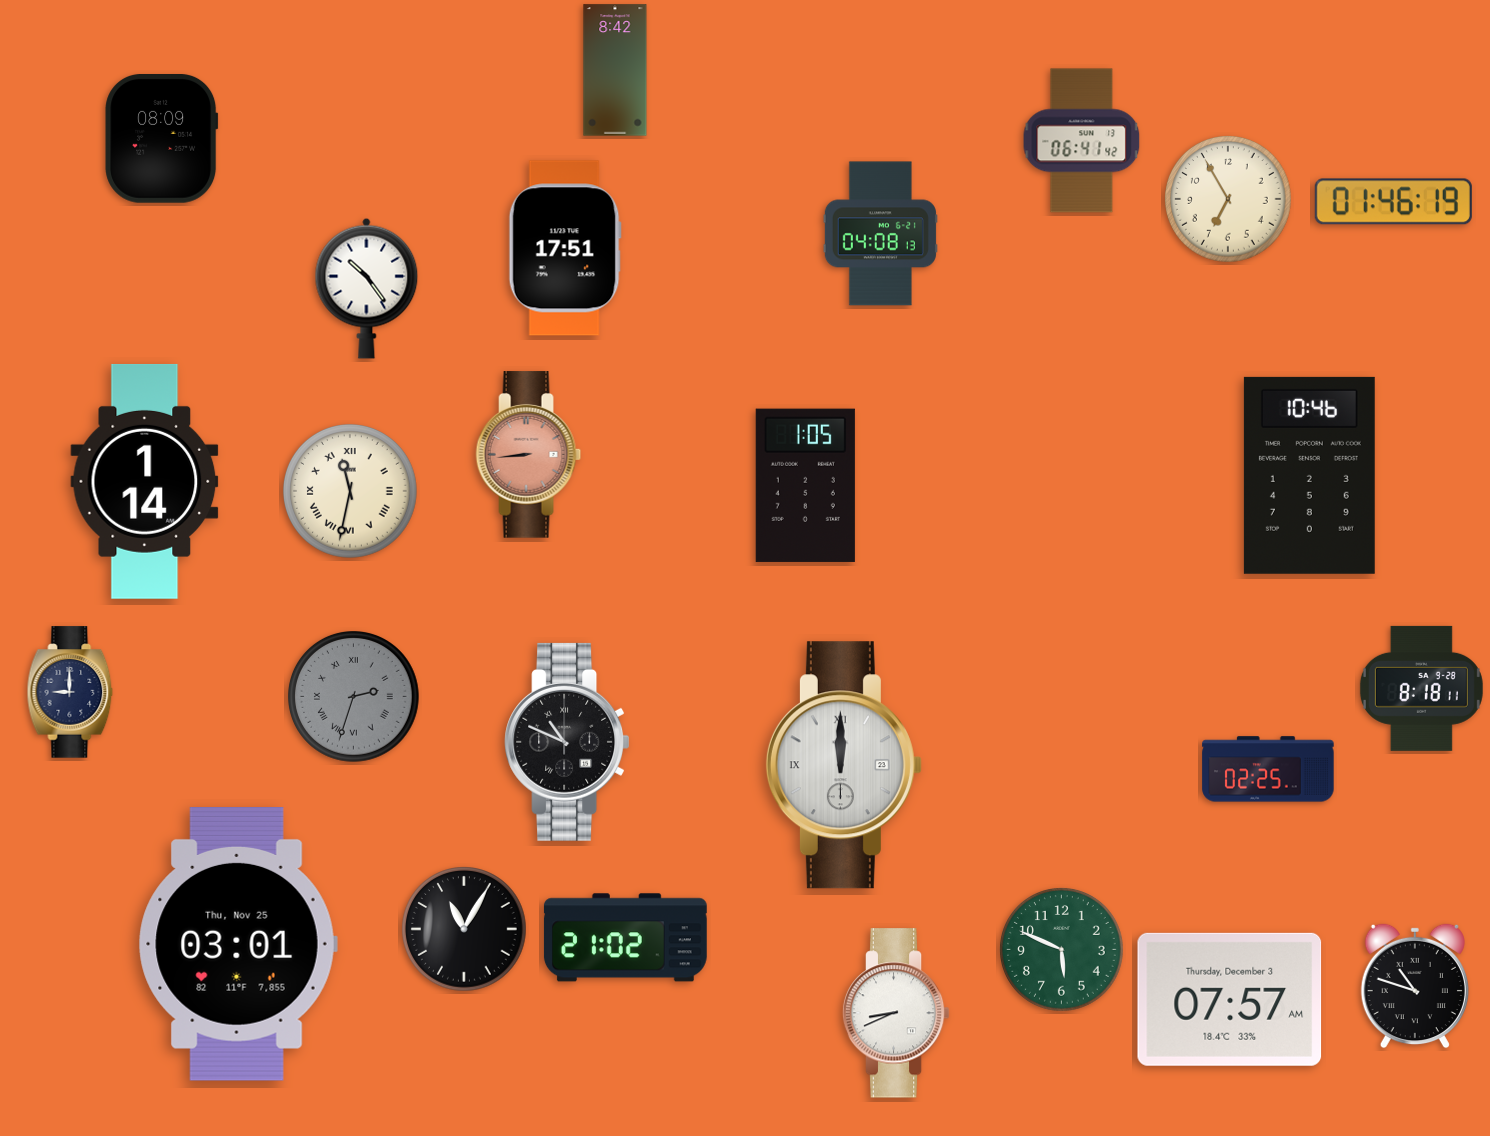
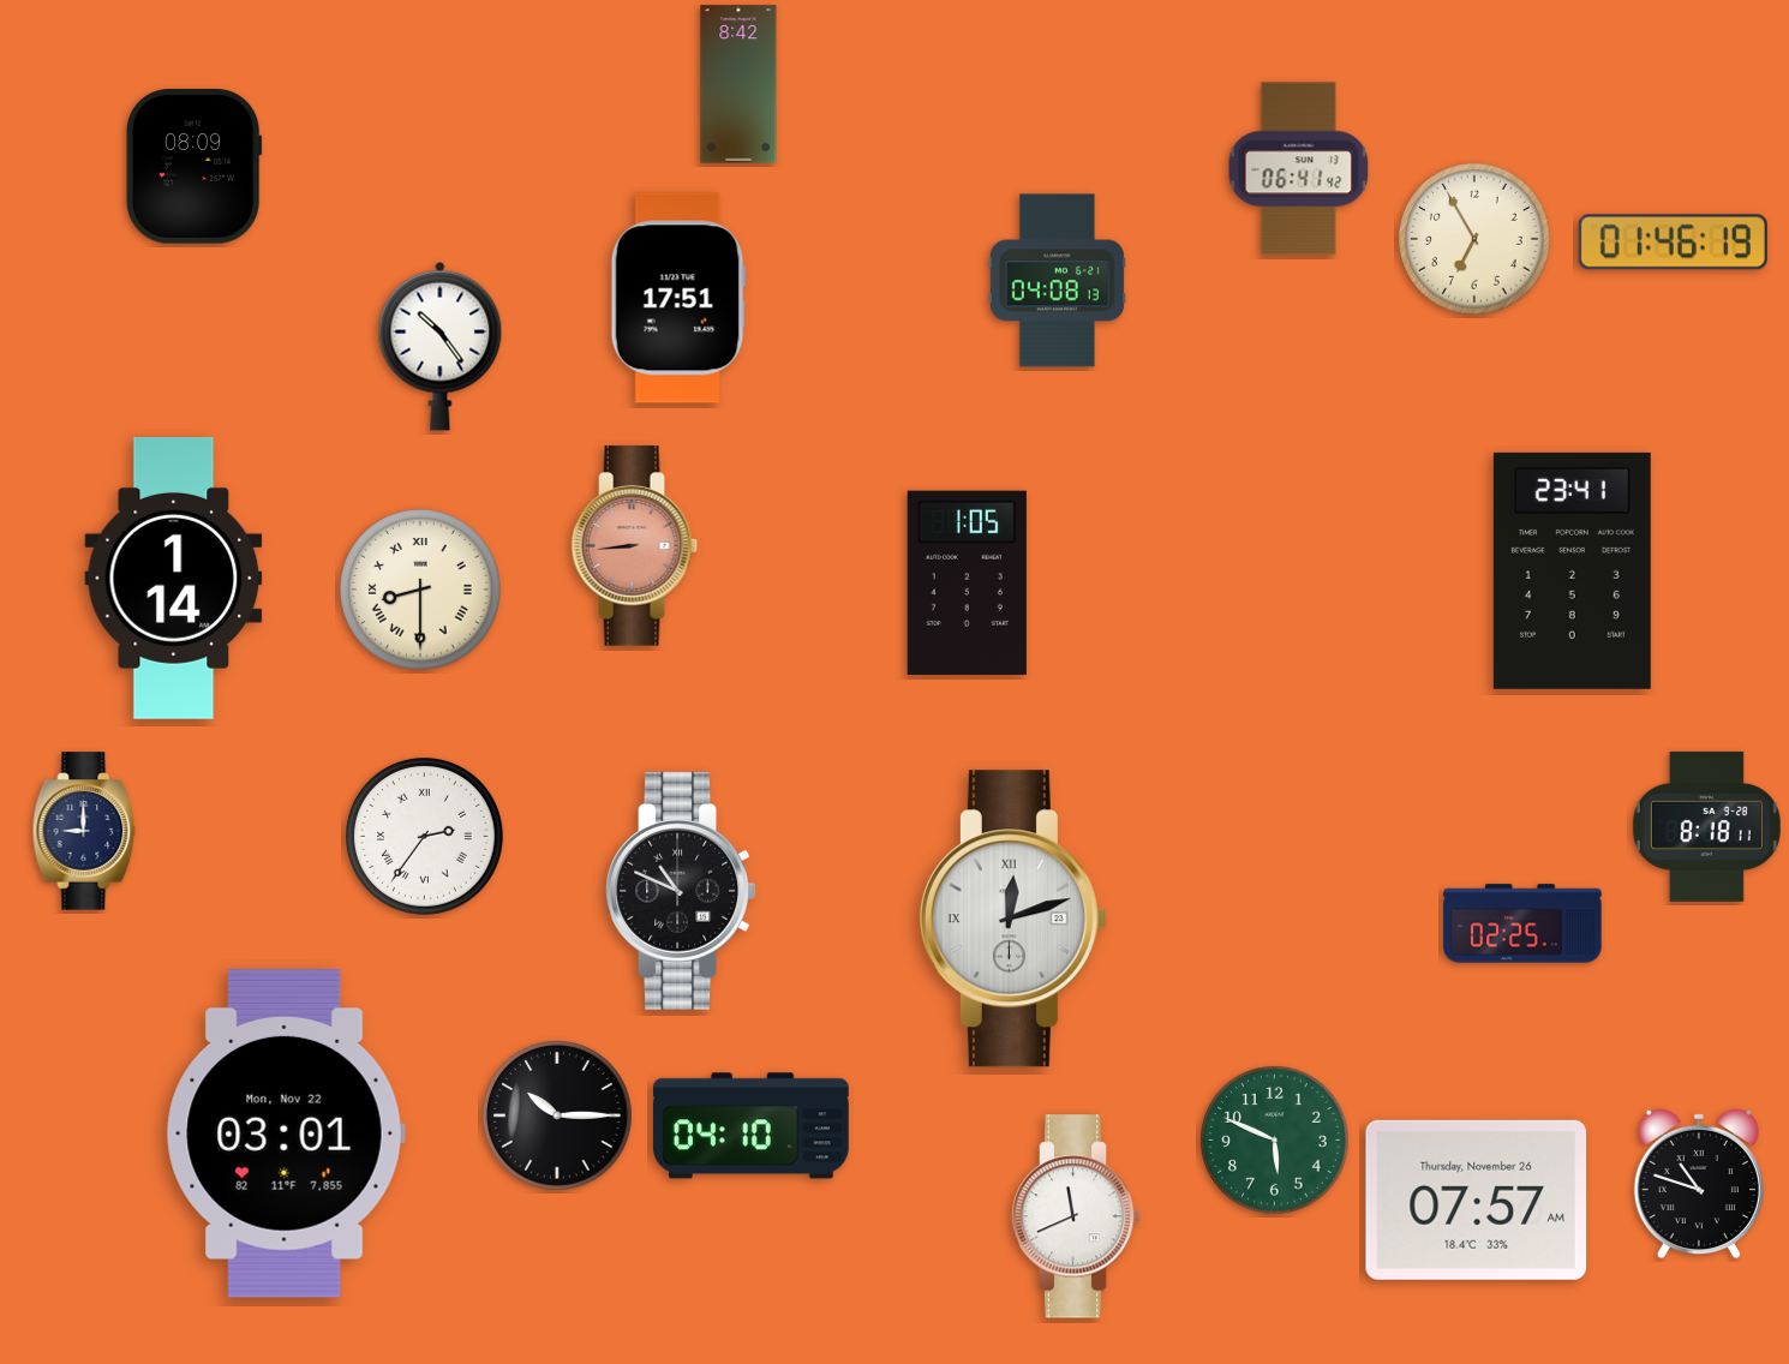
clock at (1309, 475): 10:46 -> 23:41
clock at (350, 491): 11:32 -> 8:30
clock at (354, 697): 2:33 -> 2:36
clock at (354, 697) dial: grey -> white
clock at (844, 765): 12:00 -> 12:12
clock at (464, 929): 11:05 -> 10:15
clock at (625, 938): 21:02 -> 04:10
clock at (238, 945) date: Thu, Nov 25 -> Mon, Nov 22
clock at (1230, 999) date: Thursday, December 3 -> Thursday, November 26
clock at (896, 1013): 8:41 -> 11:41
